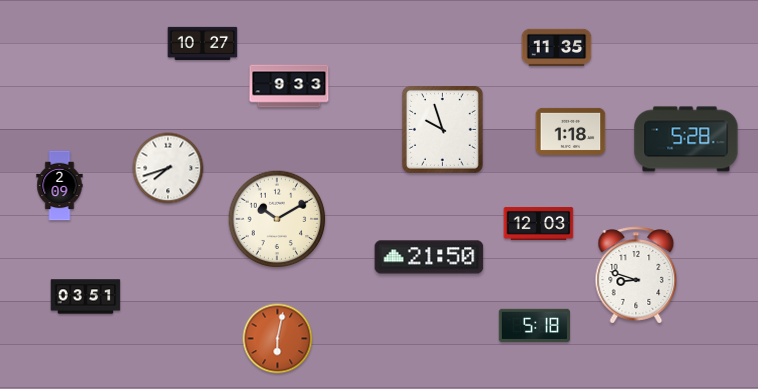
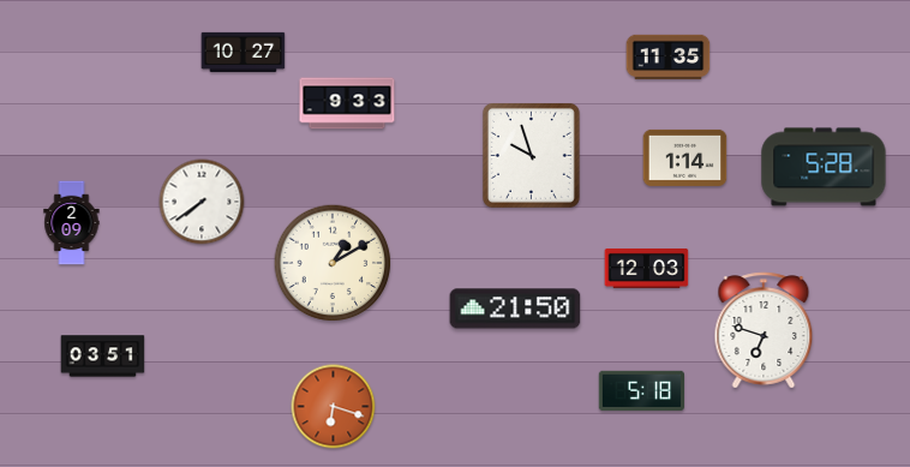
clock at (571, 131): 1:18 -> 1:14
clock at (168, 168): 7:42 -> 7:39
clock at (277, 219): 10:10 -> 1:10
clock at (636, 275): 8:48 -> 6:48
clock at (278, 339): 6:02 -> 6:18
